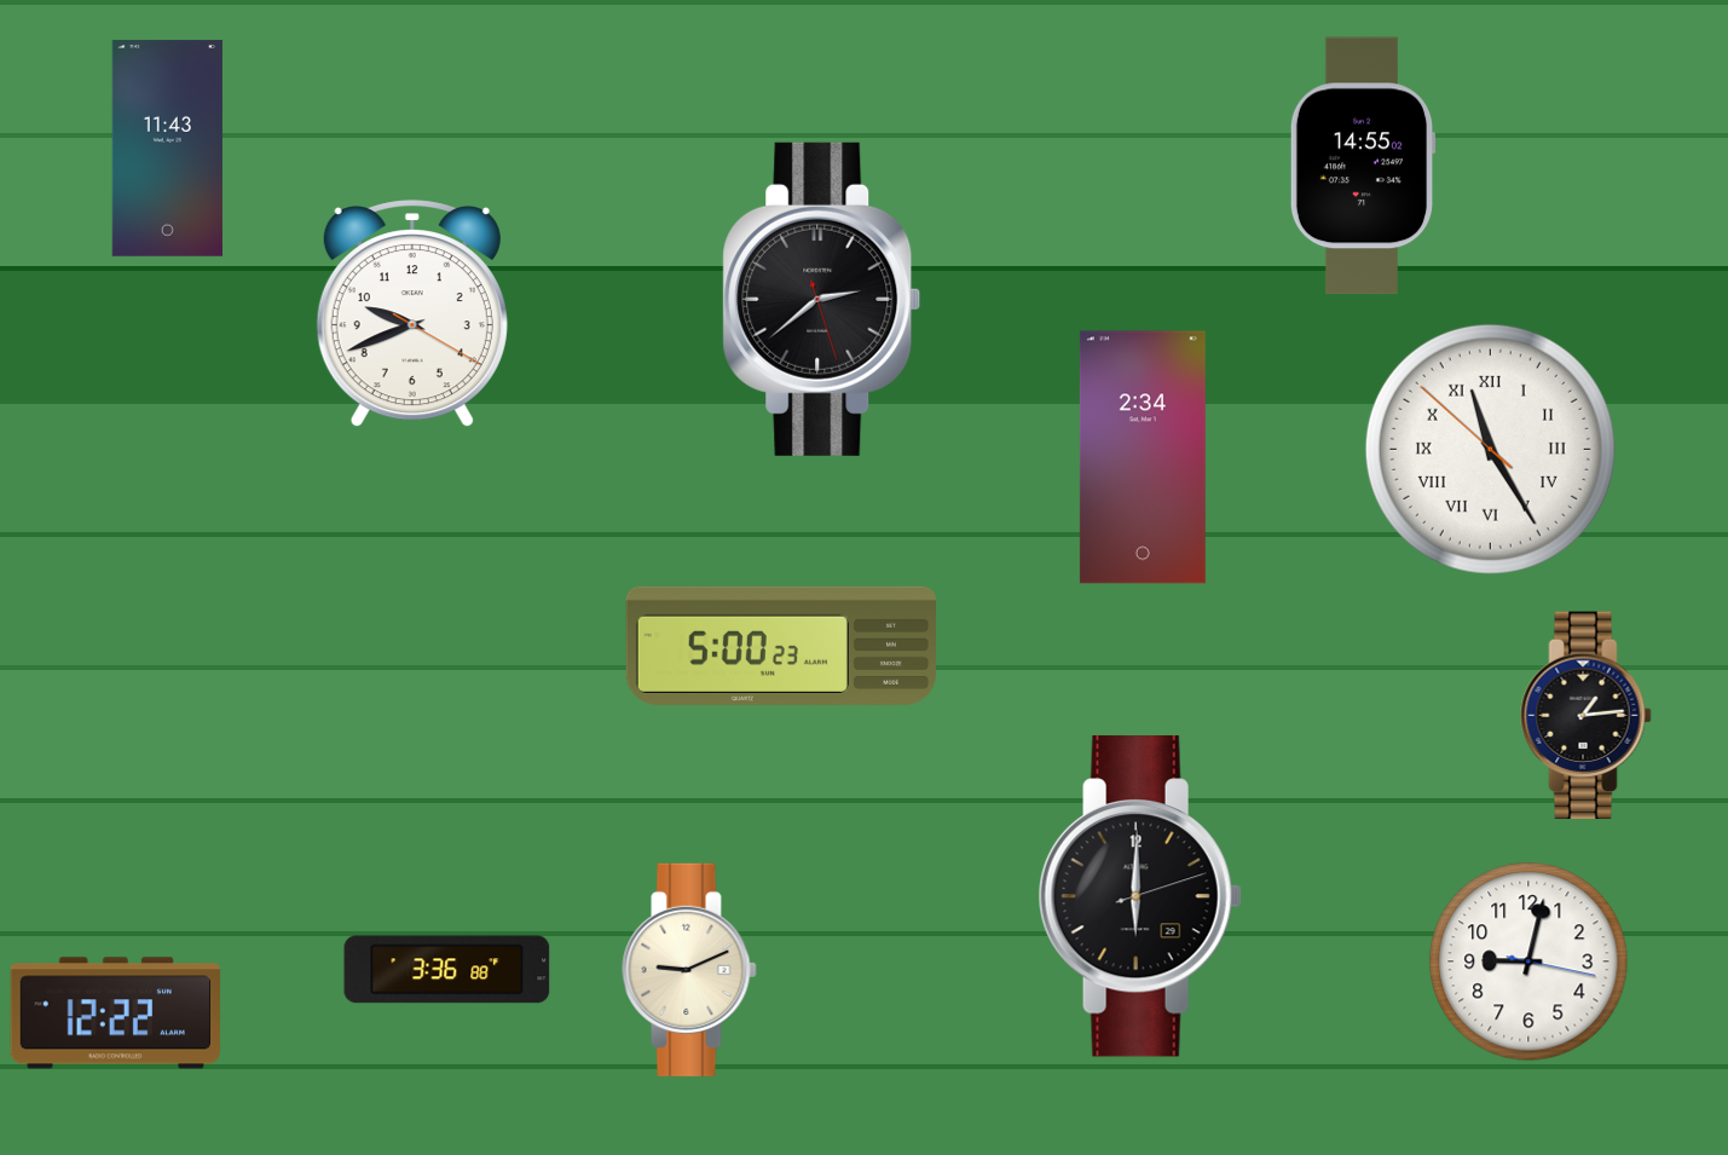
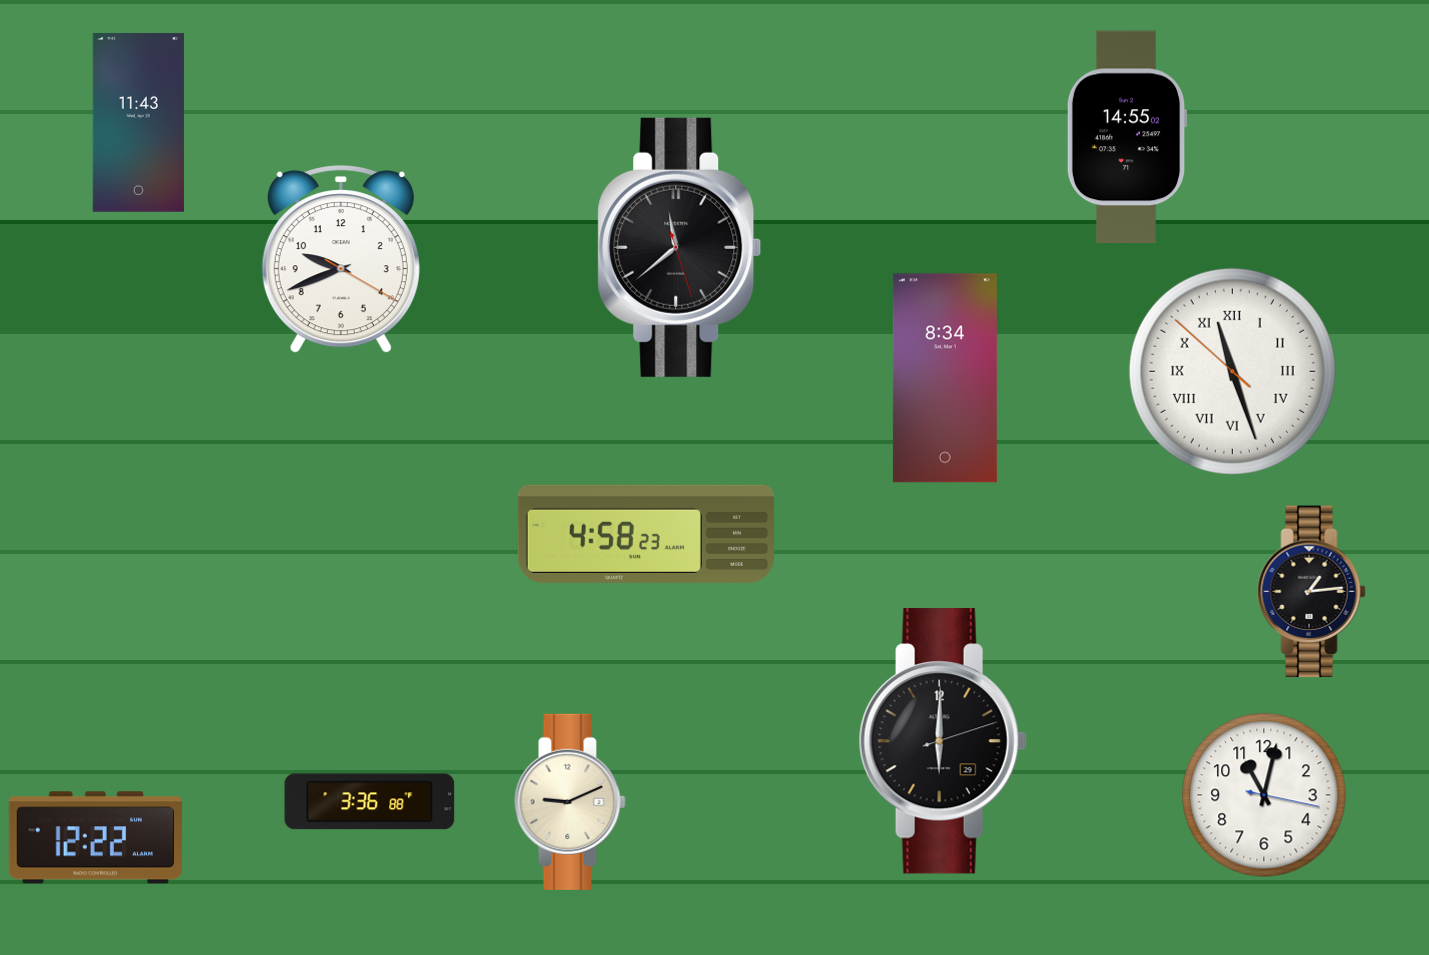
clock at (822, 299): 2:38 -> 11:38
clock at (1490, 449): 11:24 -> 11:26
clock at (1143, 457): 2:34 -> 8:34
clock at (780, 646): 5:00 -> 4:58
clock at (1528, 961): 9:02 -> 11:02
